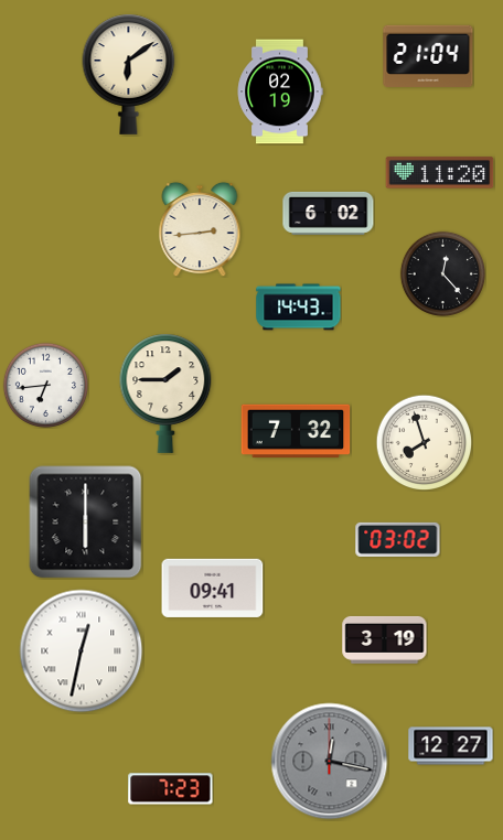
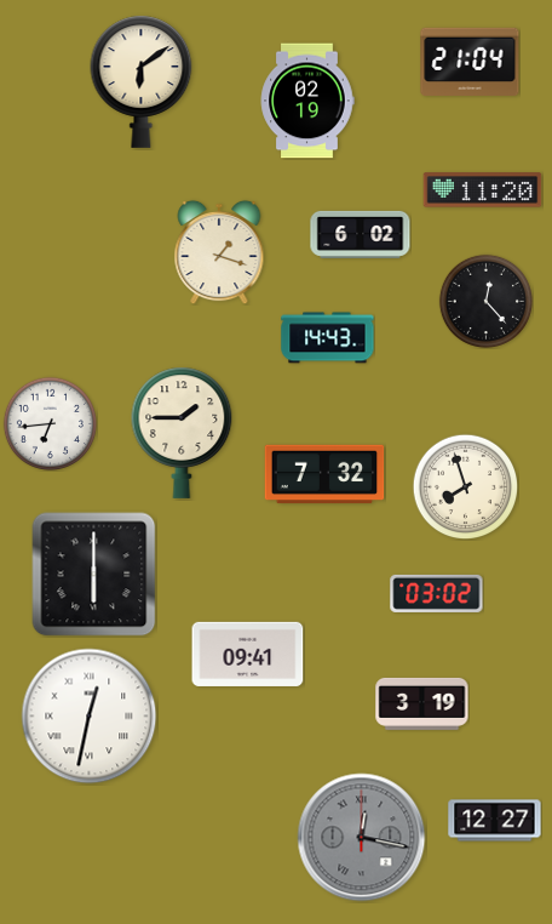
clock at (200, 229): 2:44 -> 1:18
clock at (213, 588) position: (213, 588) -> (248, 654)
clock at (171, 789): 7:23 -> none
